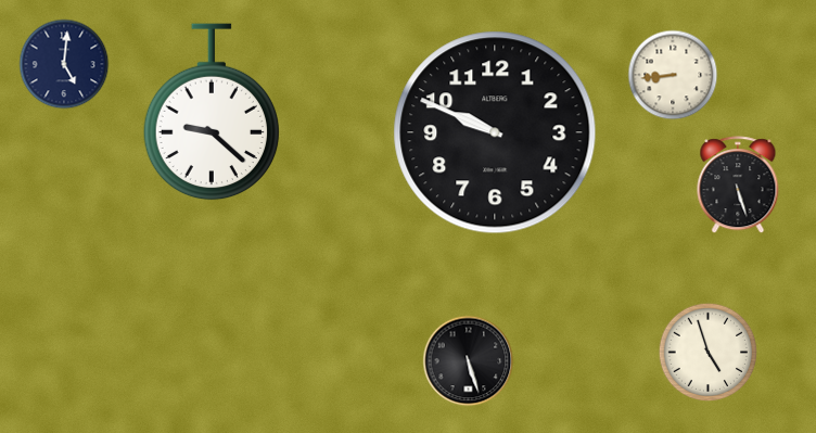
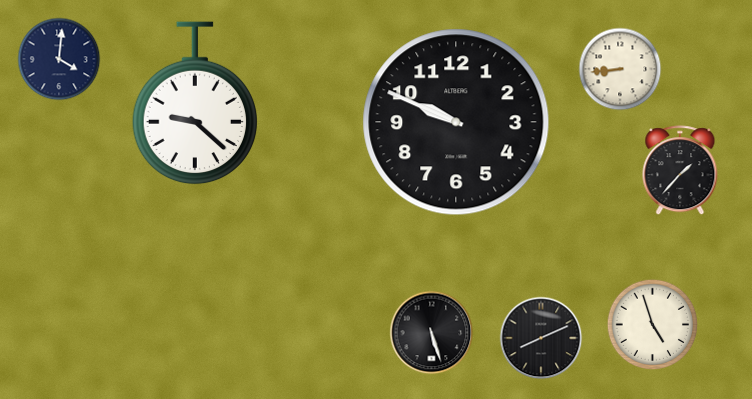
clock at (64, 64): 5:01 -> 4:01
clock at (738, 186): 5:27 -> 1:37
clock at (541, 338): none -> 8:11
